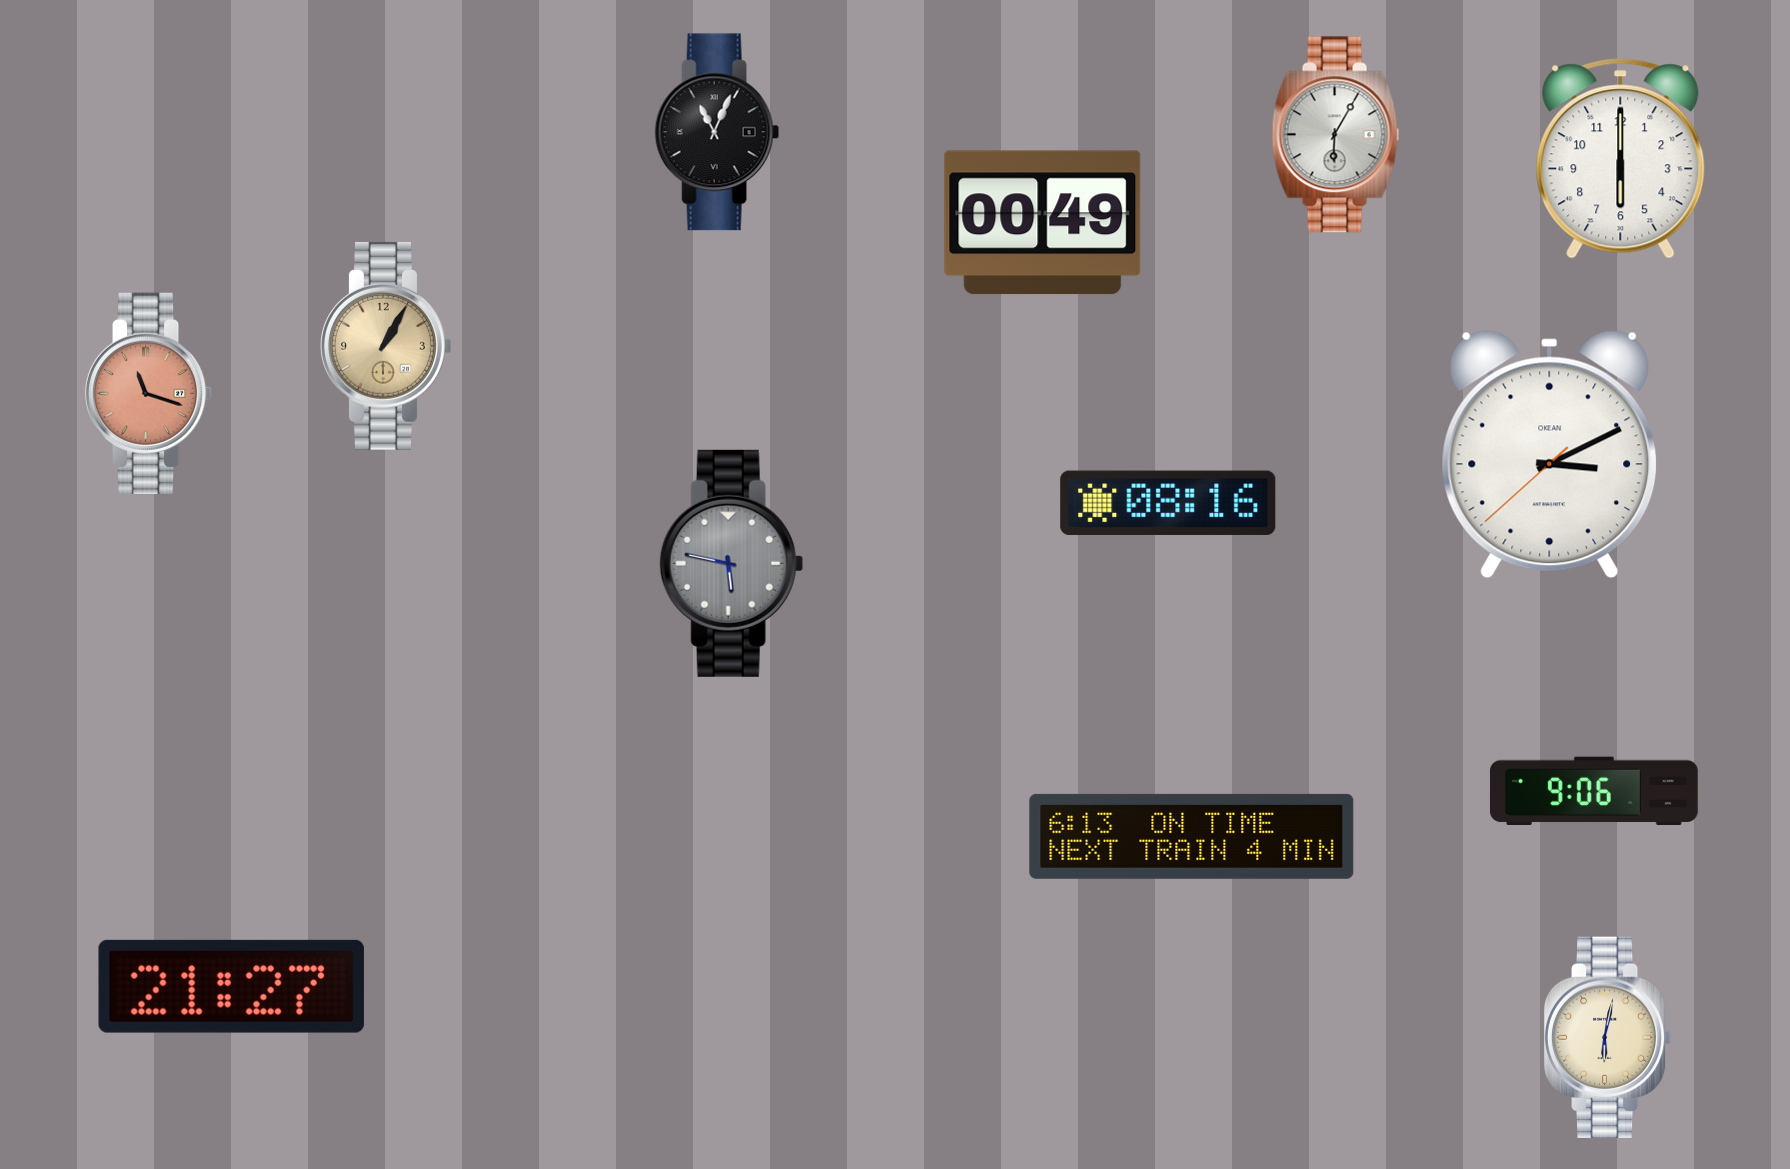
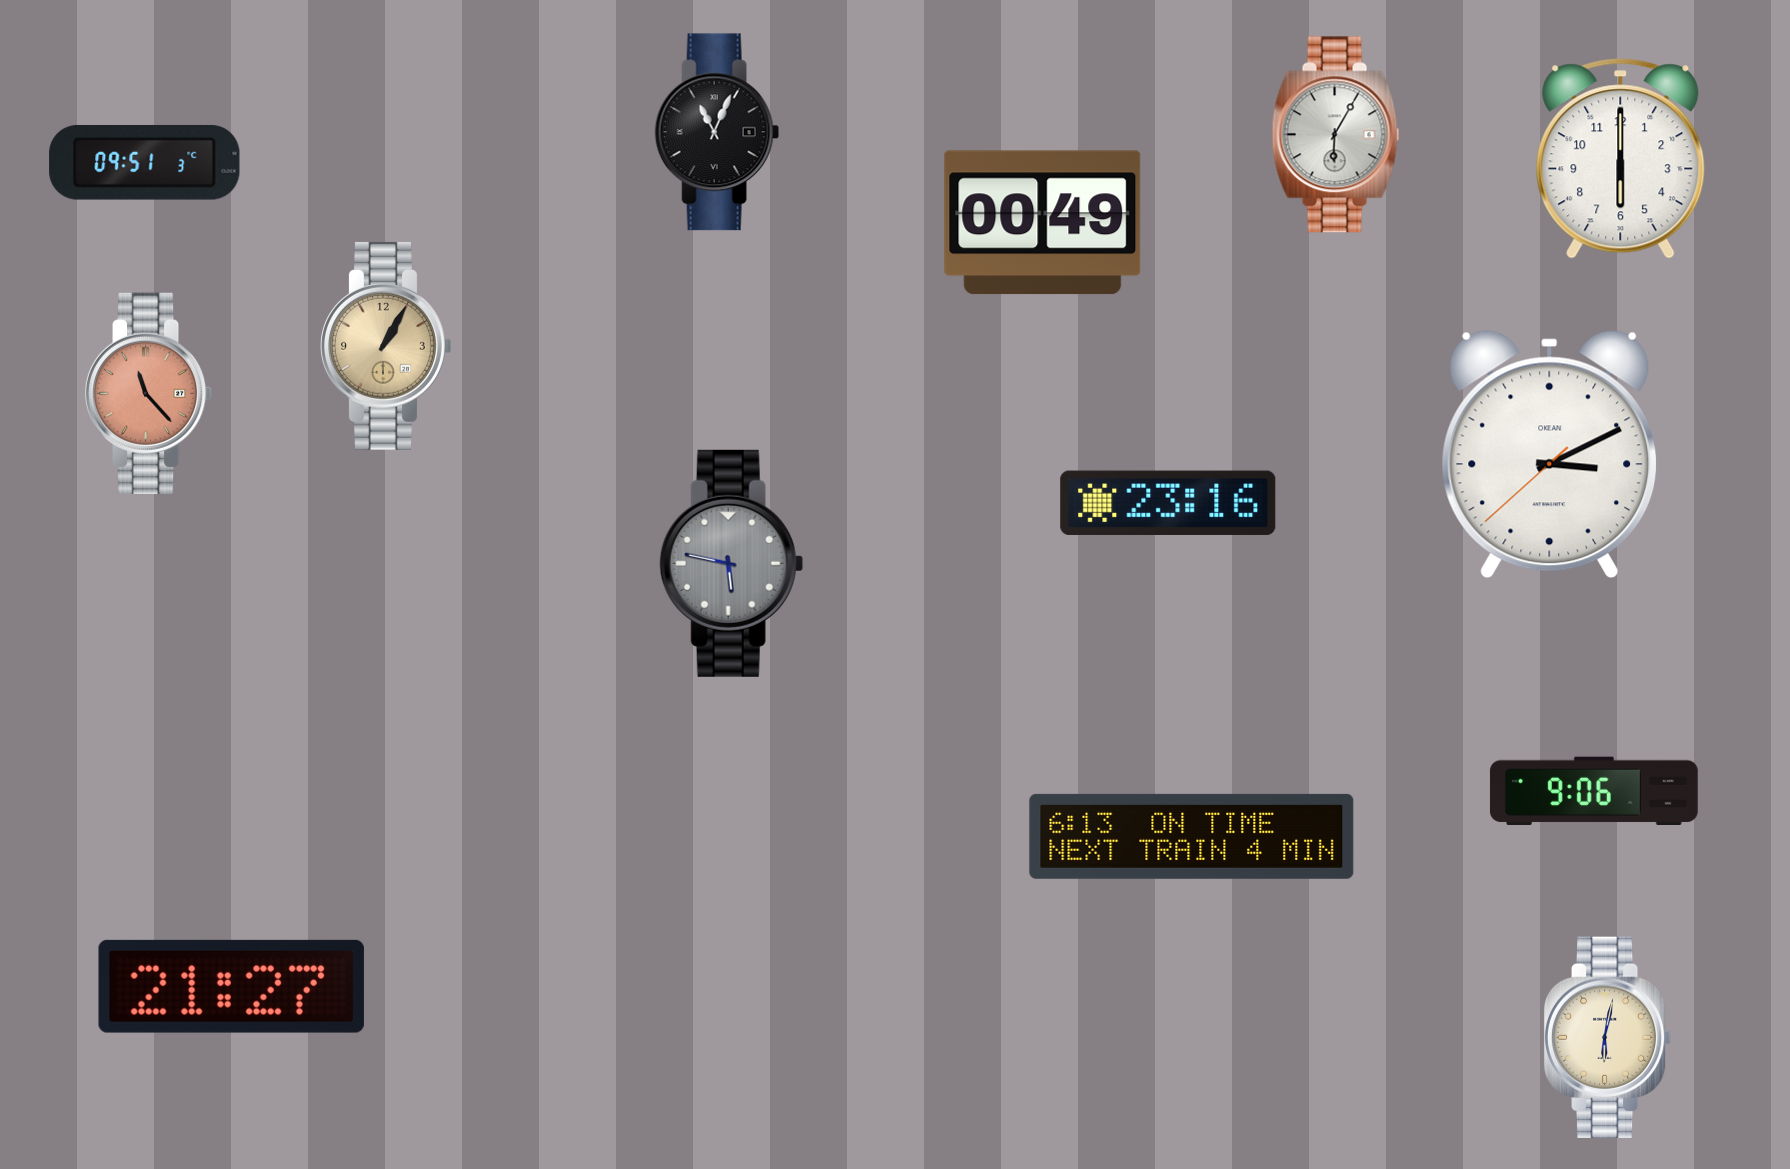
clock at (145, 162): none -> 09:51
clock at (149, 393): 11:18 -> 11:23
clock at (1168, 502): 08:16 -> 23:16
